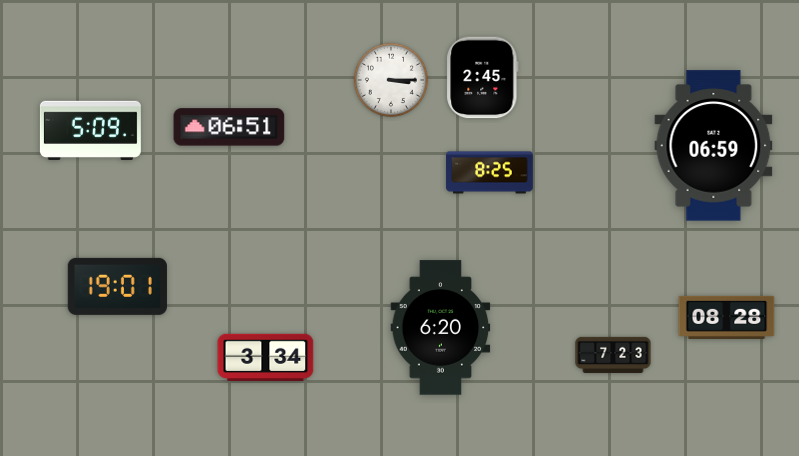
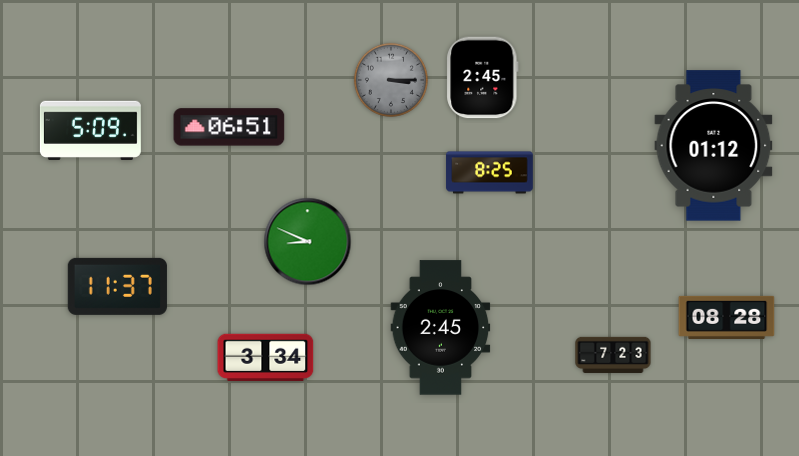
clock at (391, 80) dial: white -> grey
clock at (714, 146): 06:59 -> 01:12
clock at (308, 242): none -> 8:49
clock at (117, 286): 19:01 -> 11:37
clock at (441, 328): 6:20 -> 2:45
